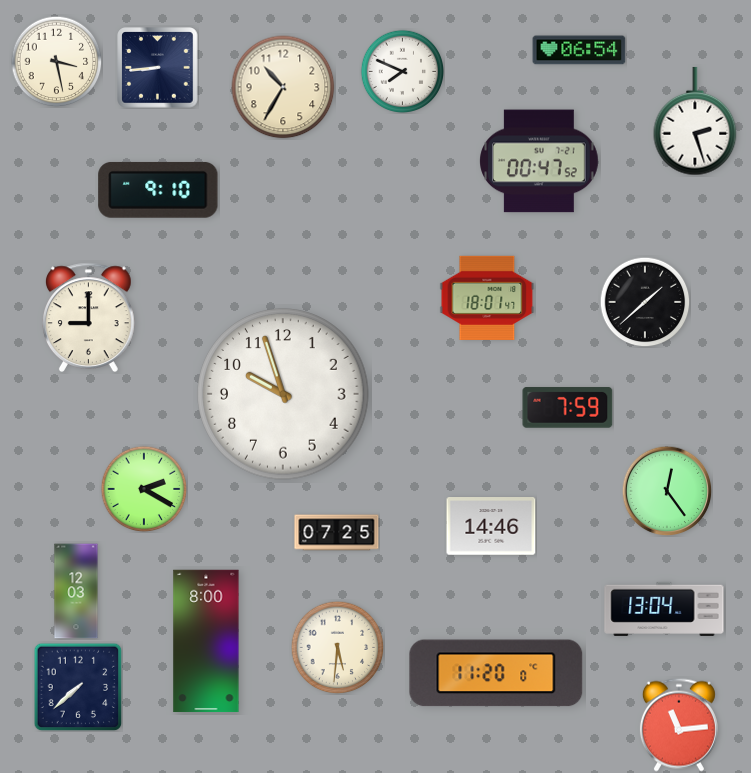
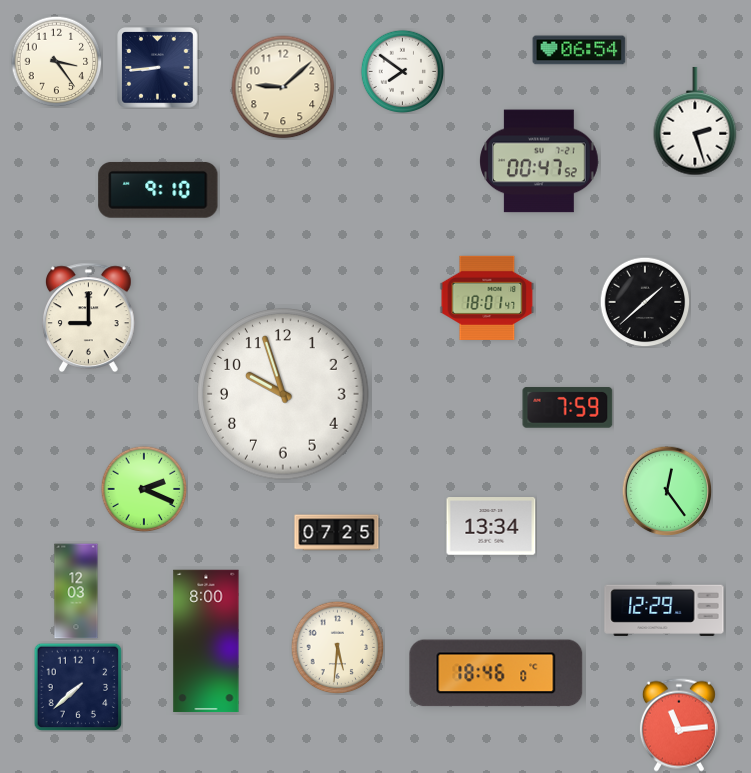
clock at (56, 61): 3:28 -> 3:24
clock at (402, 71): 7:49 -> 7:51
clock at (283, 87): 10:35 -> 9:08
clock at (144, 489): 2:20 -> 2:19
clock at (491, 526): 14:46 -> 13:34
clock at (664, 609): 13:04 -> 12:29
clock at (496, 673): 11:20 -> 18:46
